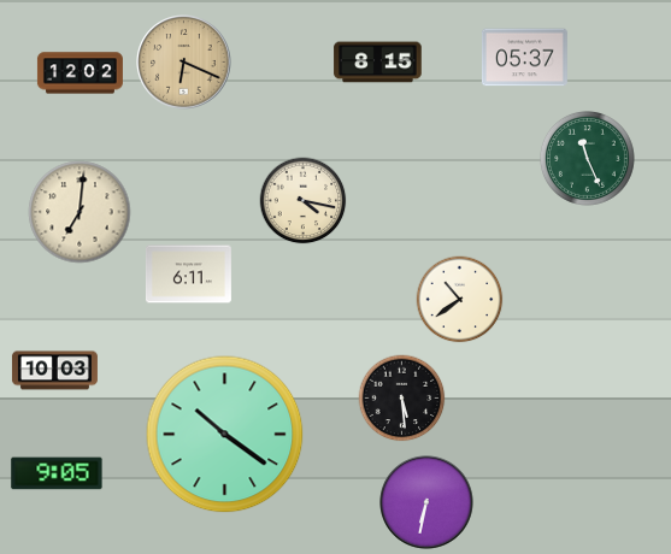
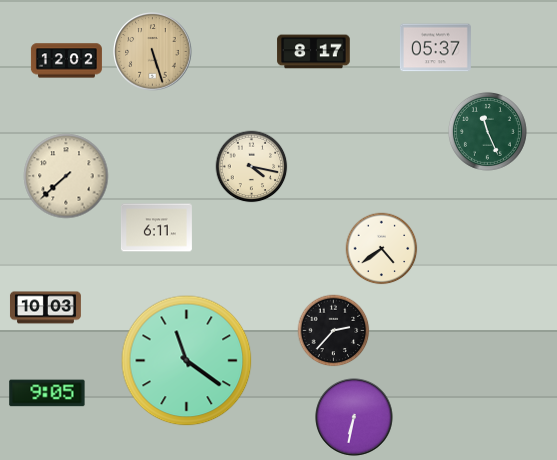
clock at (184, 63): 6:19 -> 5:27
clock at (378, 63): 8:15 -> 8:17
clock at (80, 212): 7:01 -> 7:38
clock at (460, 300): 10:39 -> 4:39
clock at (402, 399): 5:29 -> 2:37
clock at (225, 435): 10:21 -> 11:21
